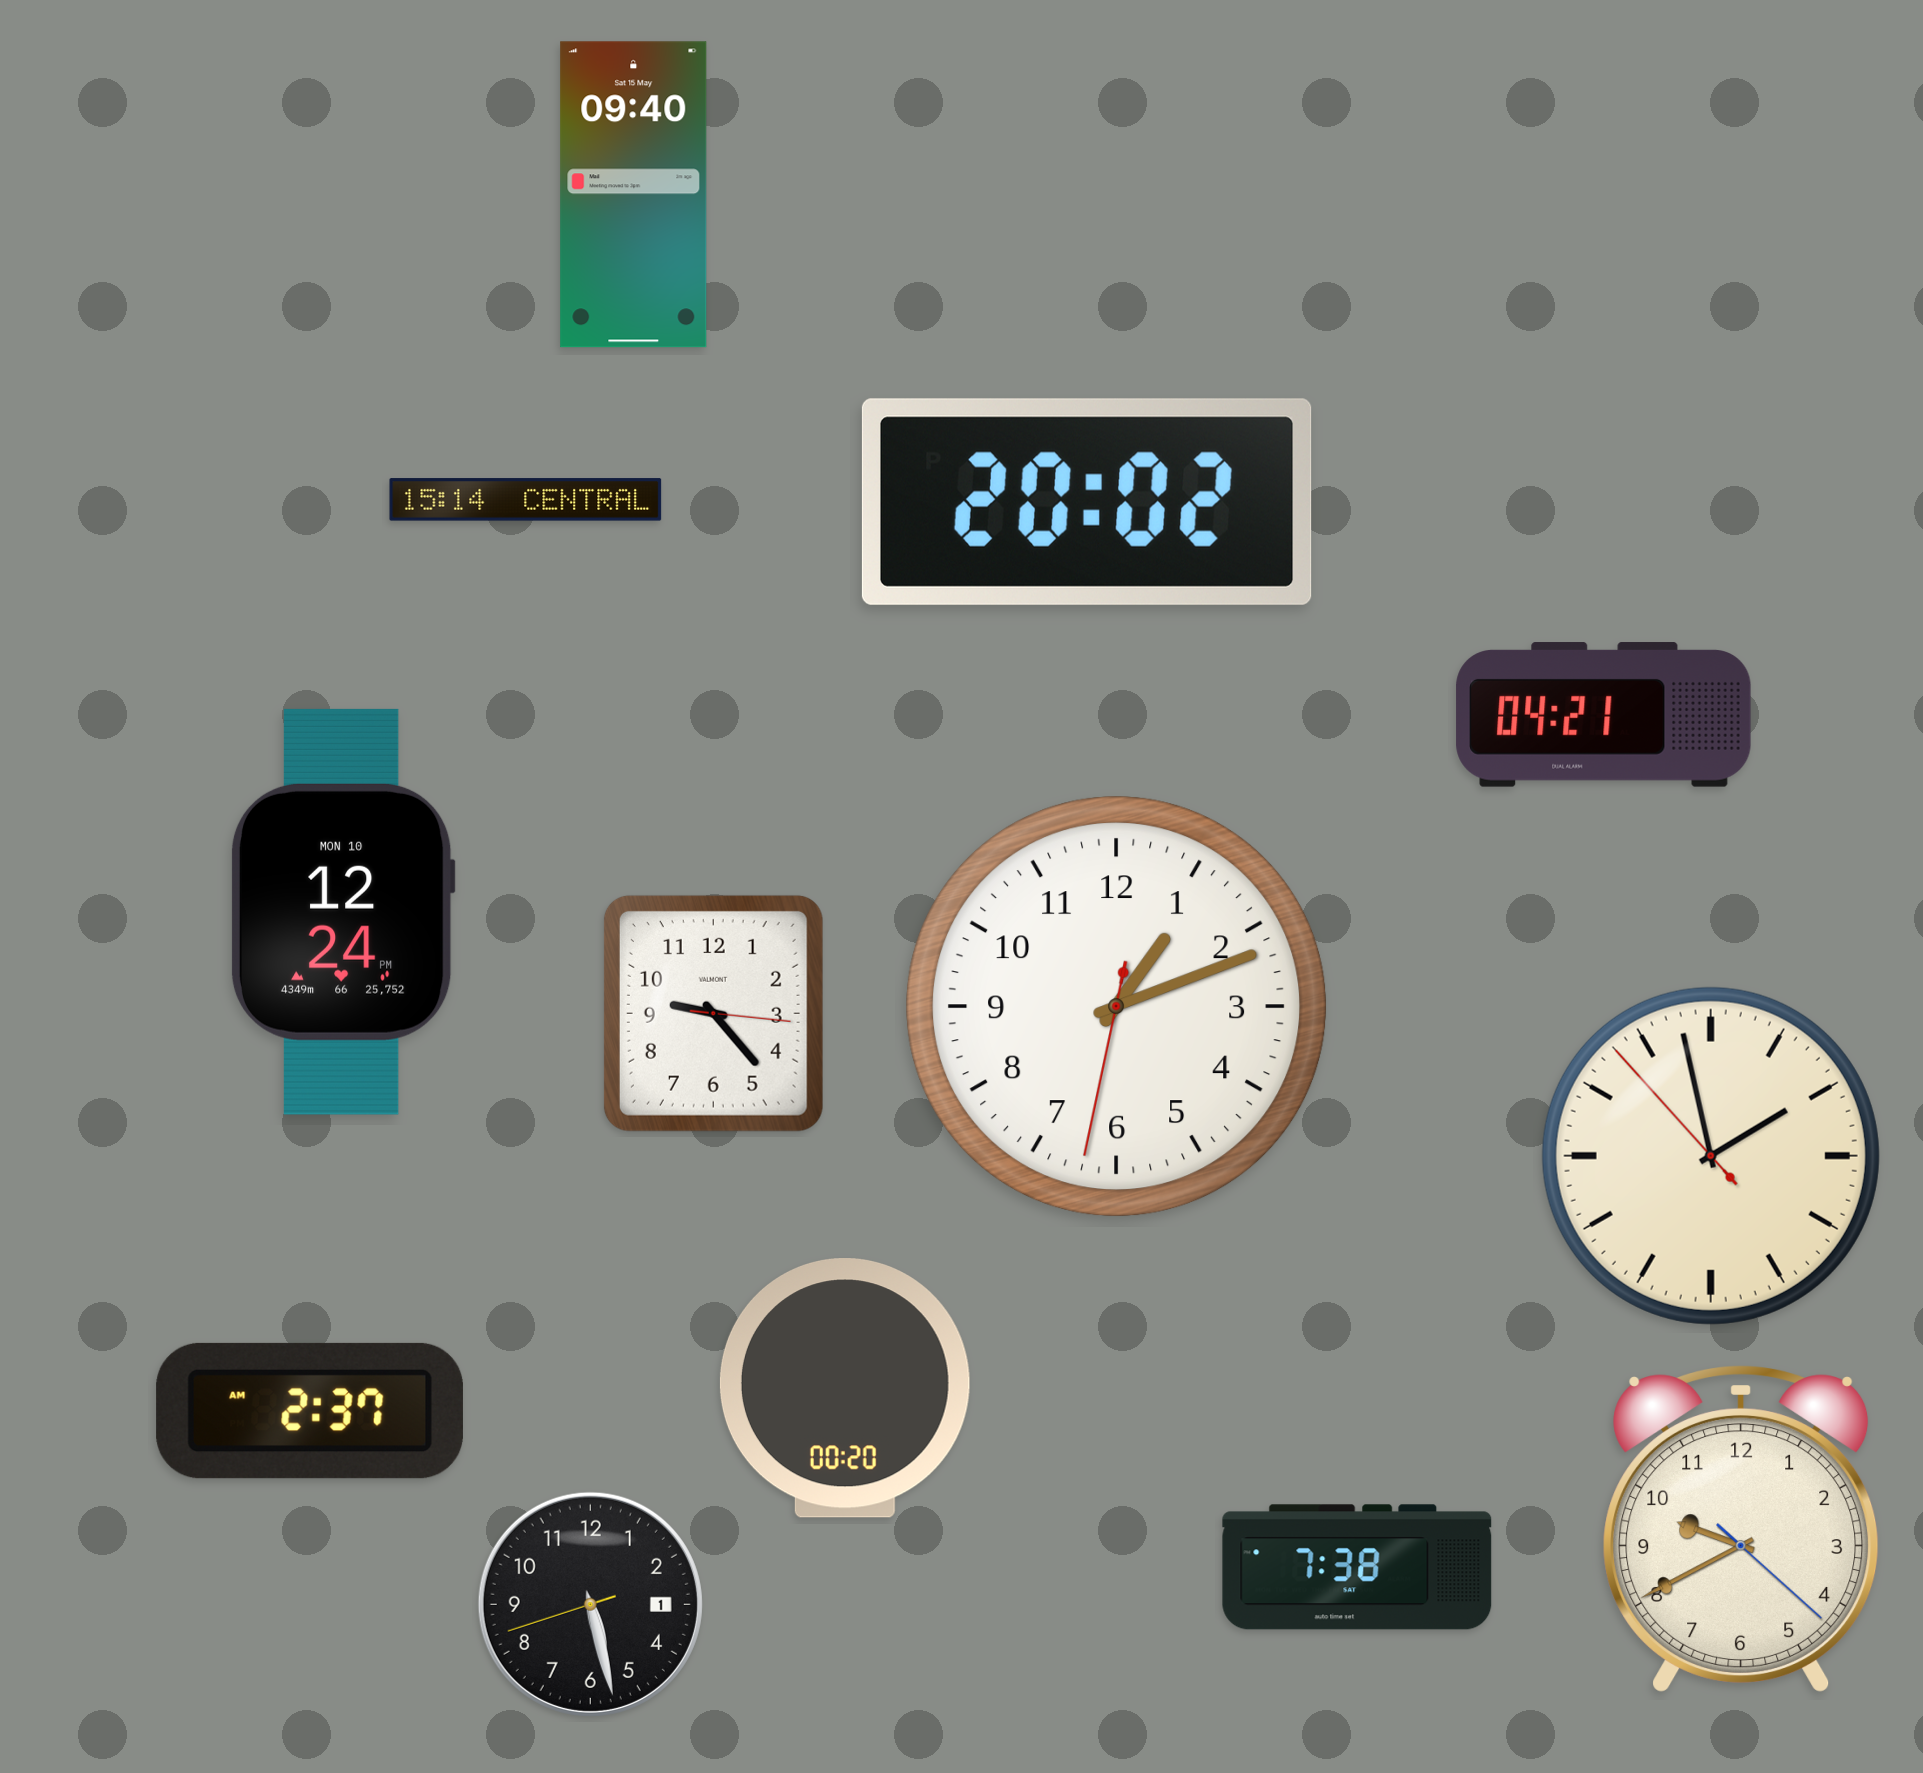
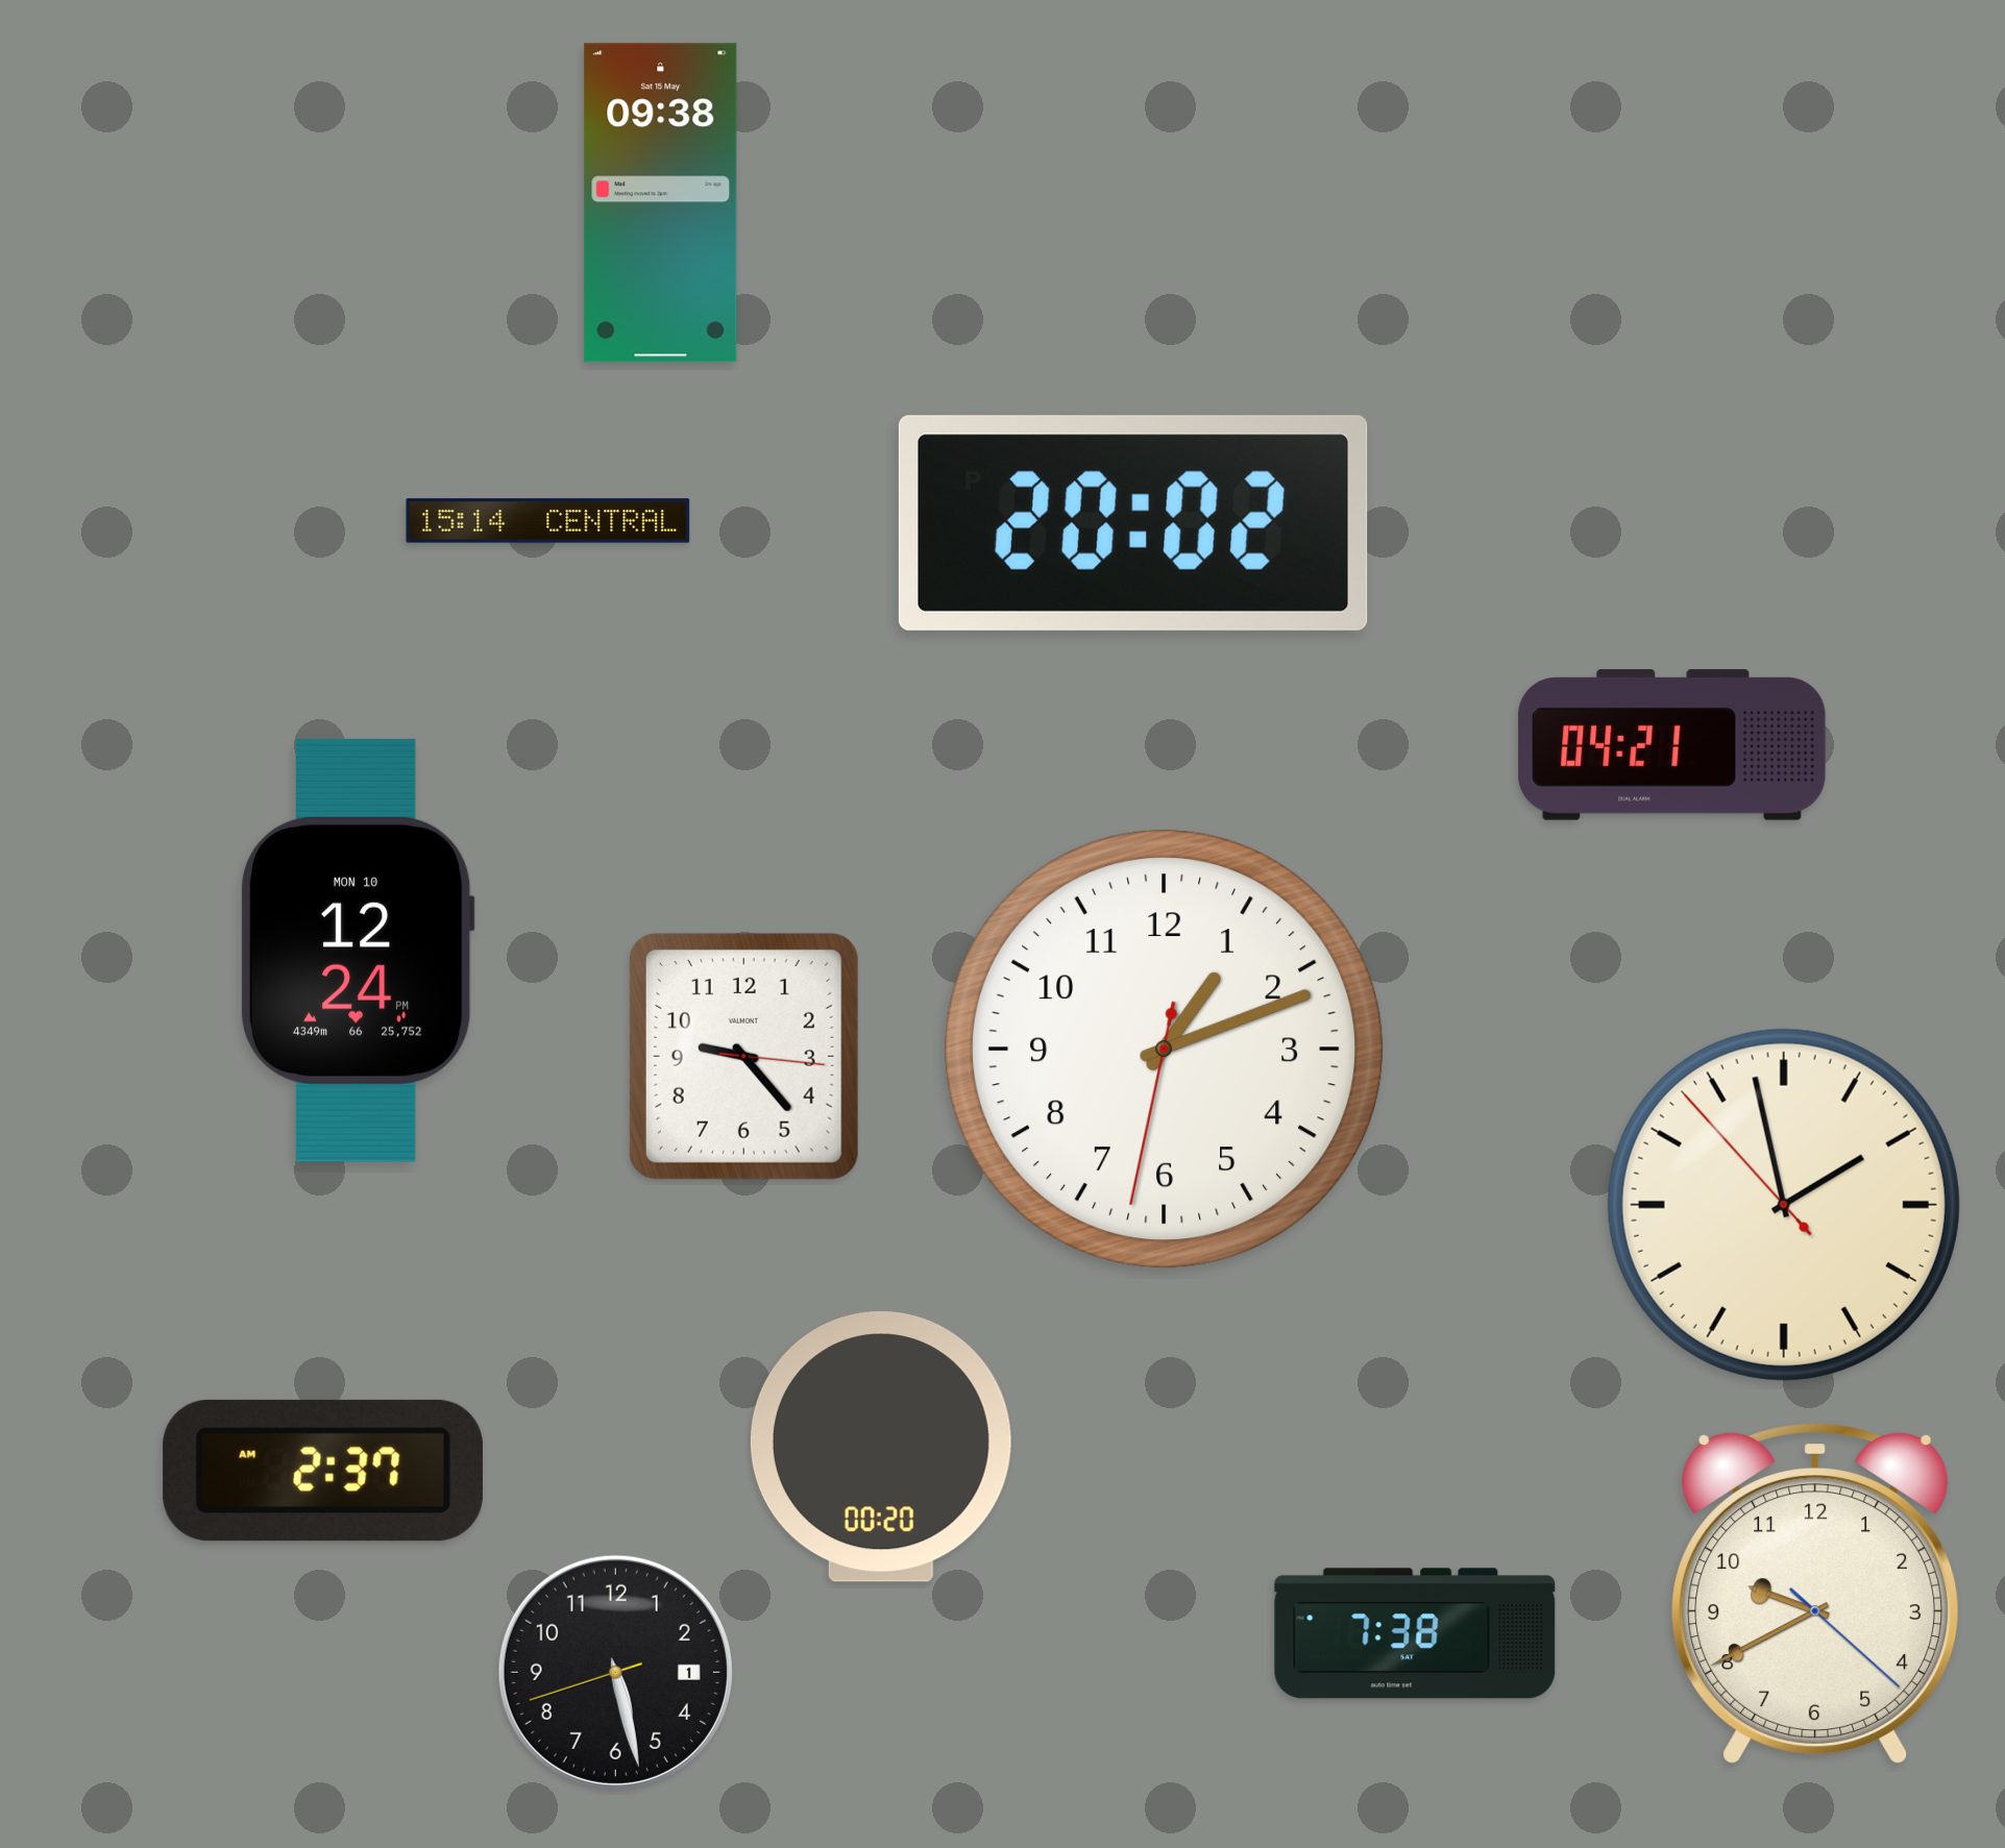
clock at (634, 195): 09:40 -> 09:38
